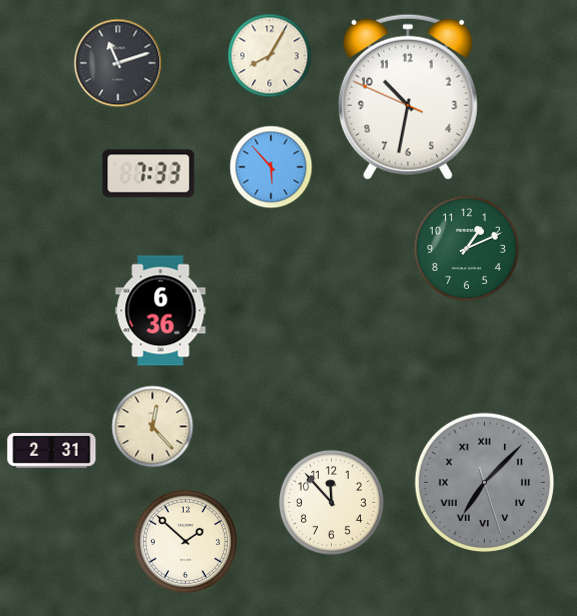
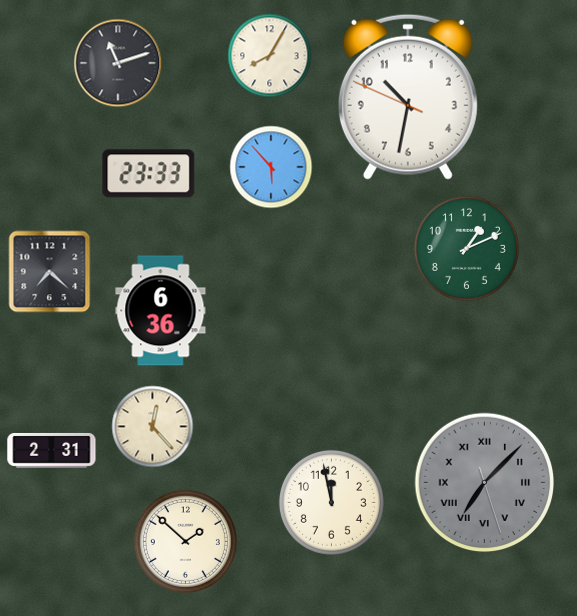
clock at (149, 174): 7:33 -> 23:33
clock at (50, 272): none -> 7:22
clock at (331, 502): 11:53 -> 11:58
